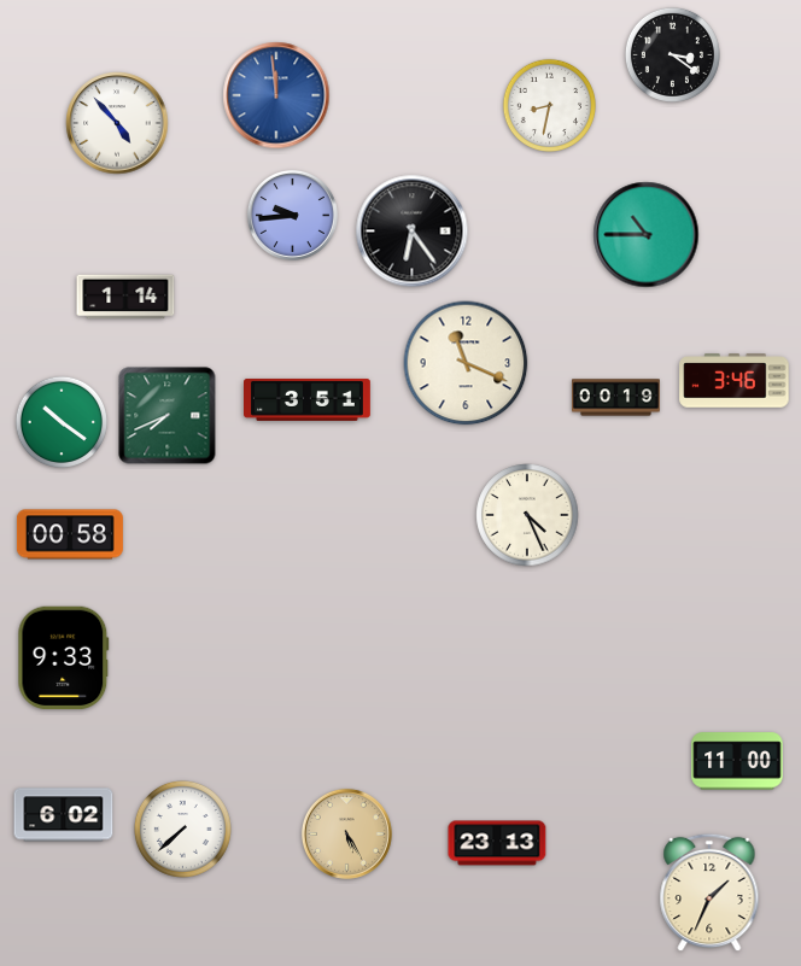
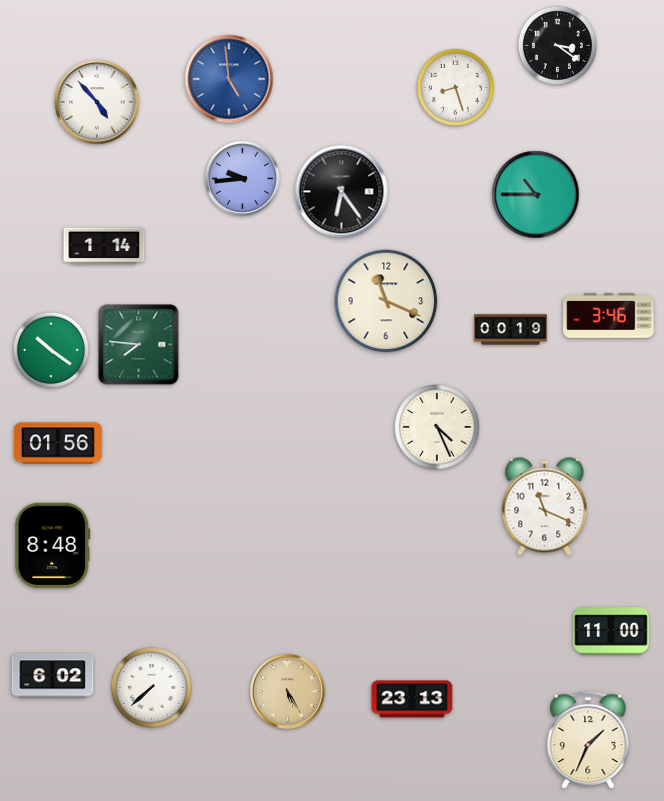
clock at (276, 95): 11:59 -> 4:59
clock at (549, 105): 8:32 -> 8:27
clock at (308, 399): 3:51 -> none
clock at (168, 416): 7:41 -> 7:46
clock at (70, 534): 00:58 -> 01:56
clock at (545, 507): none -> 11:19
clock at (64, 658): 9:33 -> 8:48
